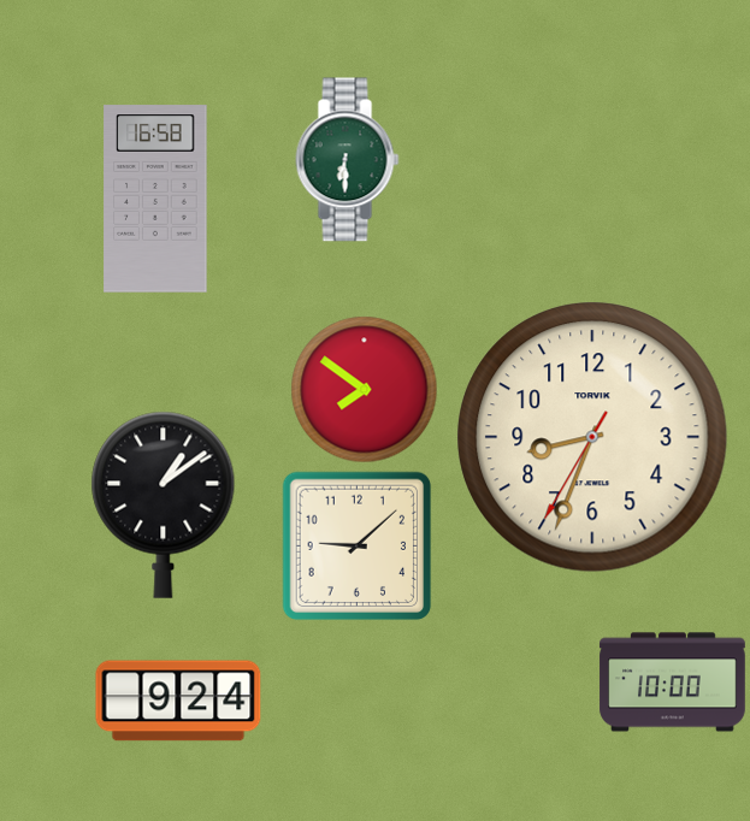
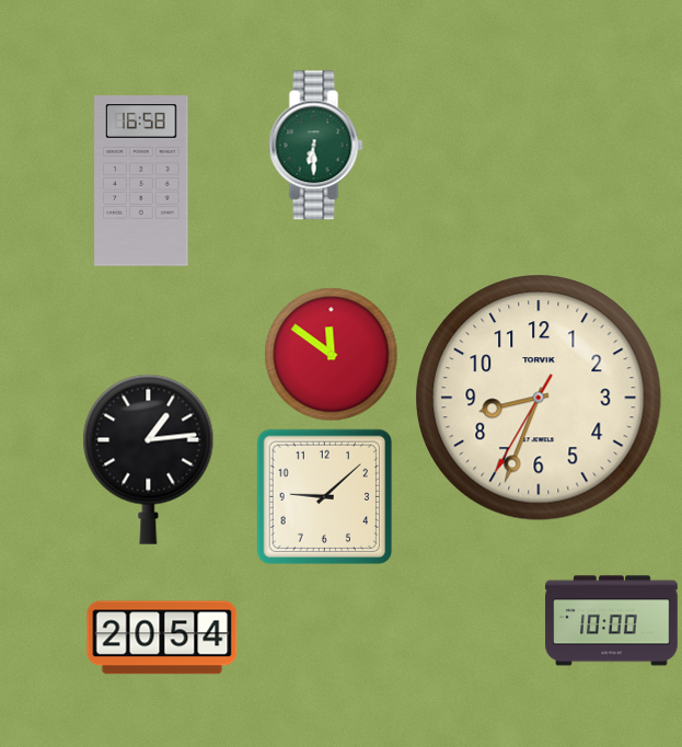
clock at (365, 390): 7:51 -> 11:51
clock at (164, 504): 1:09 -> 1:14
clock at (178, 701): 9:24 -> 20:54
